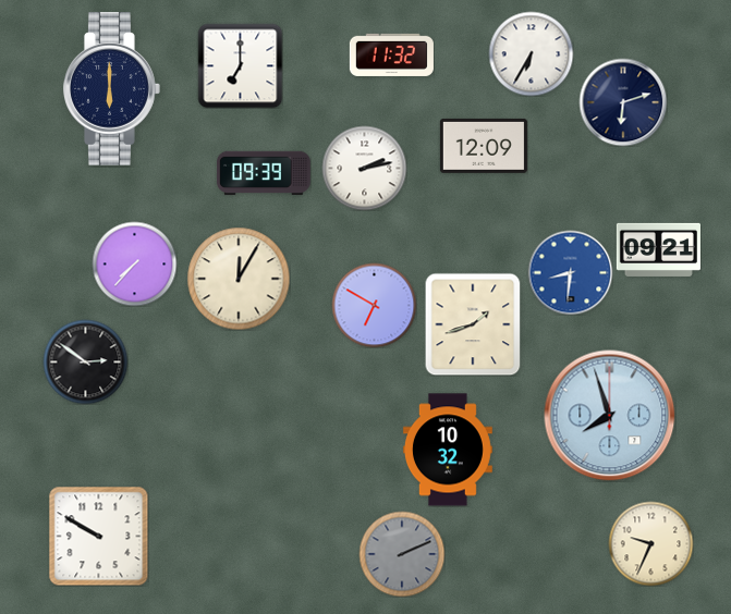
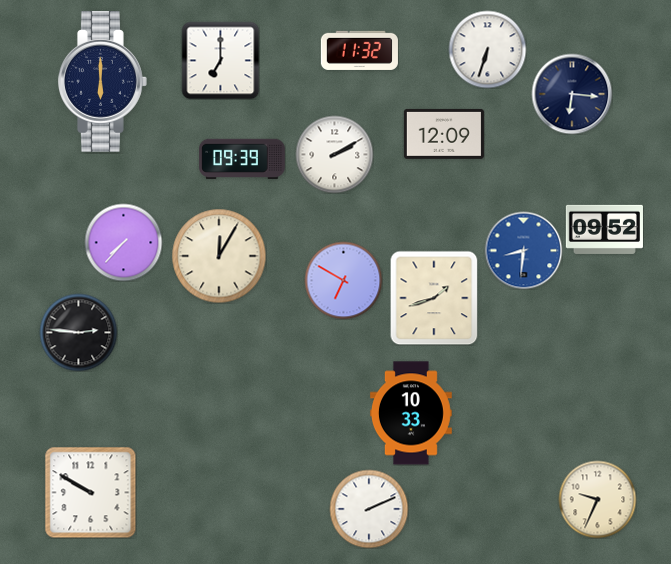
clock at (531, 53): 6:35 -> 6:33
clock at (623, 102): 6:12 -> 6:16
clock at (364, 168): 2:13 -> 2:10
clock at (658, 249): 09:21 -> 09:52
clock at (85, 361): 2:51 -> 2:46
clock at (610, 416): 7:57 -> none
clock at (448, 450): 10:32 -> 10:33
clock at (402, 554) dial: grey -> white
